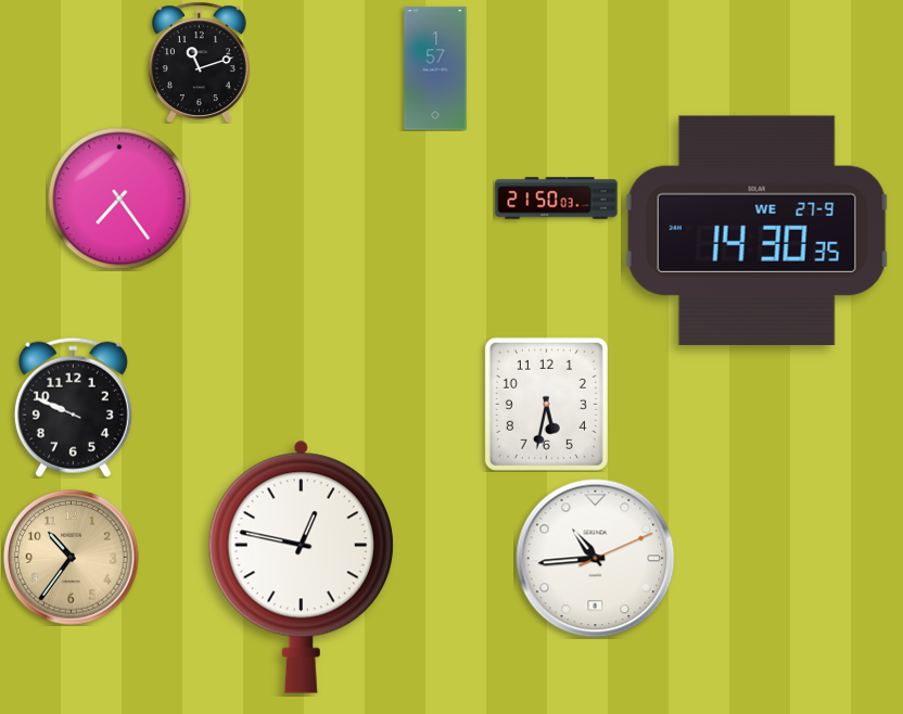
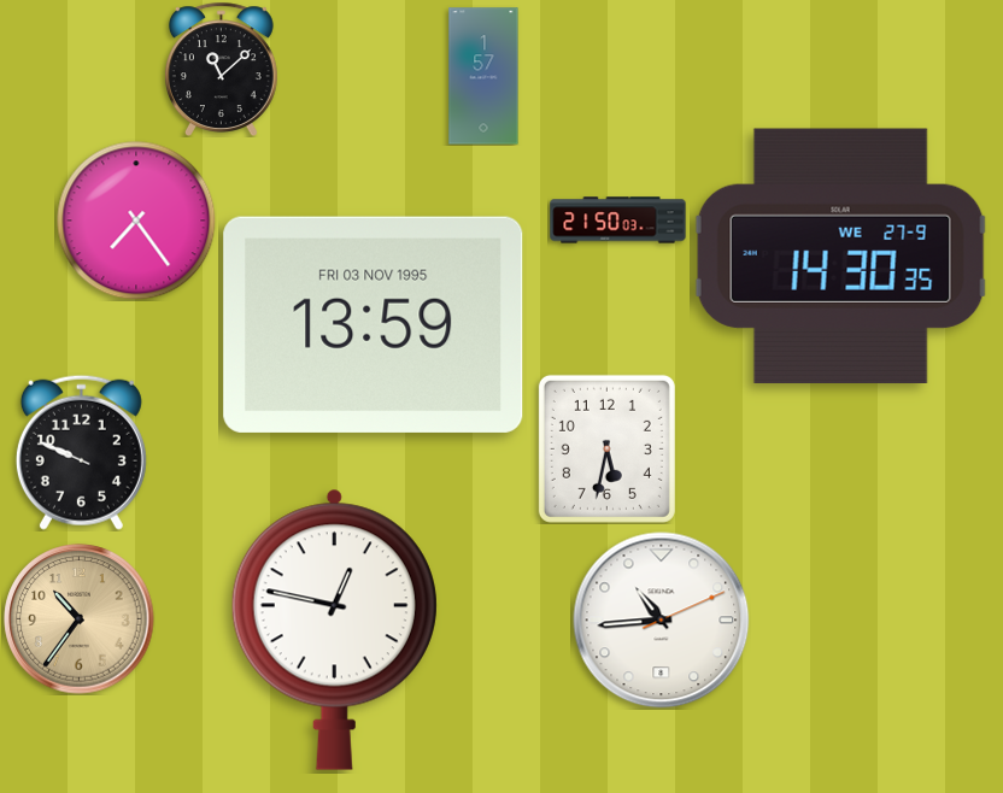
clock at (199, 62): 11:12 -> 11:08
clock at (119, 199) position: (119, 199) -> (136, 221)
clock at (374, 324): none -> 13:59
